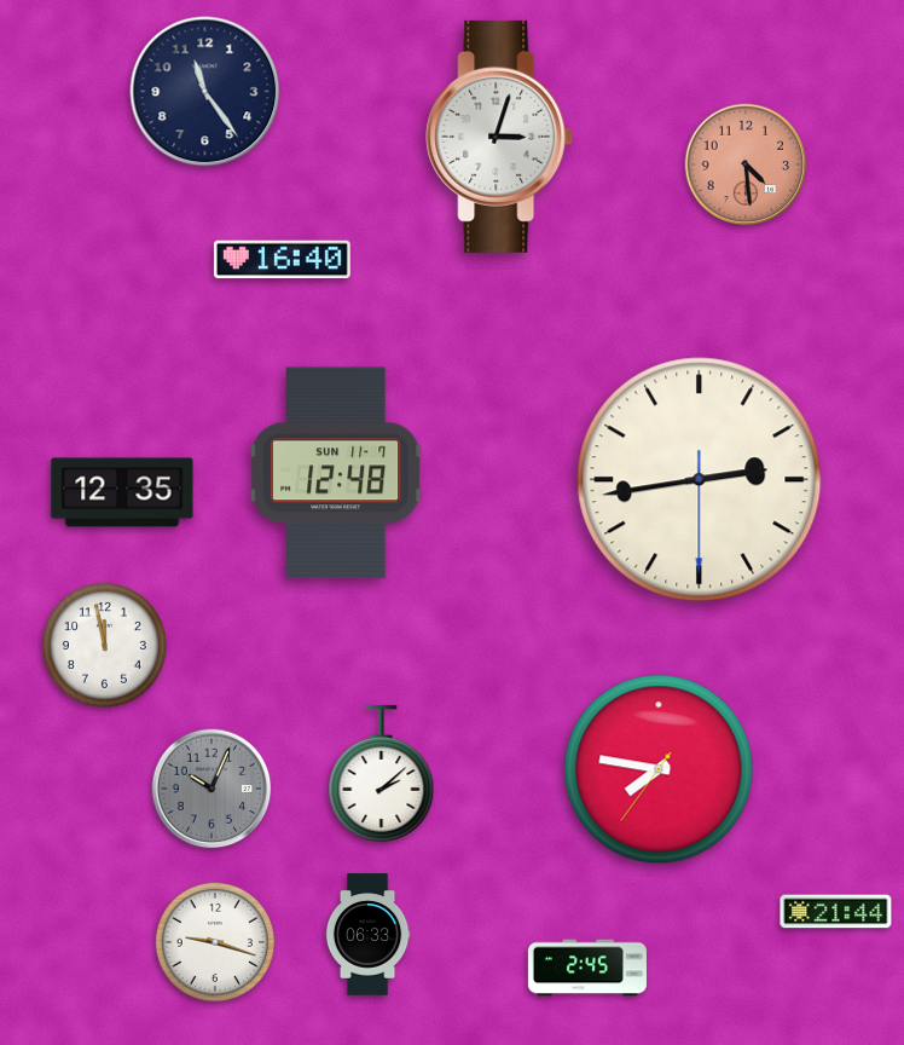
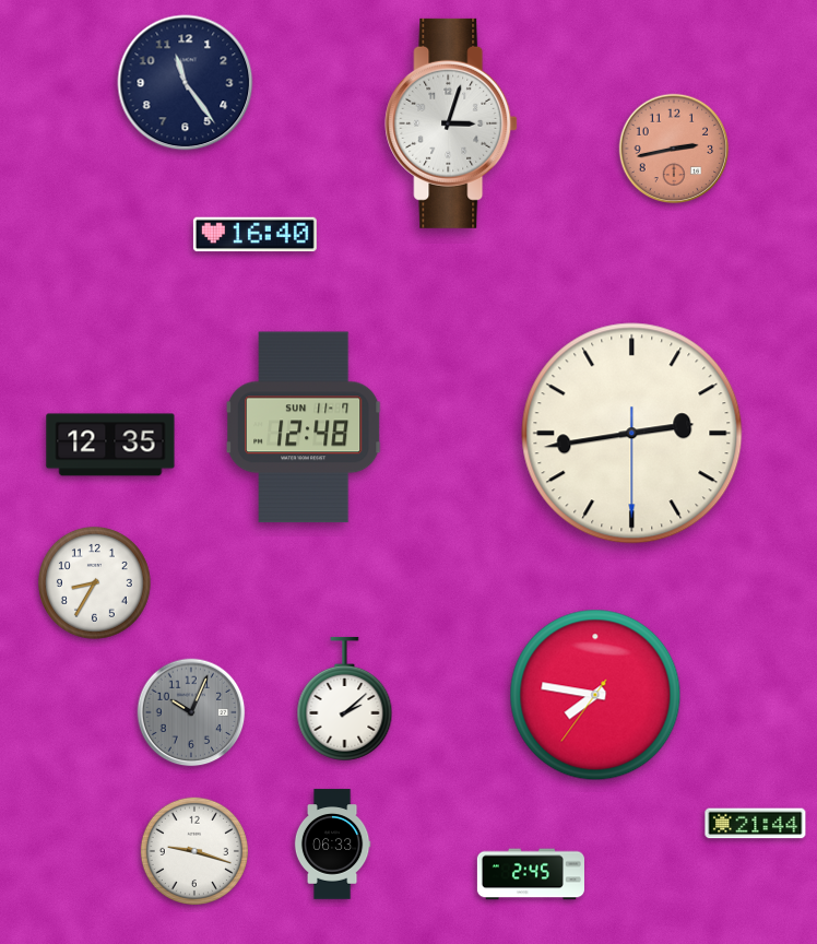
clock at (746, 164): 4:29 -> 2:43
clock at (104, 645): 11:58 -> 8:35
